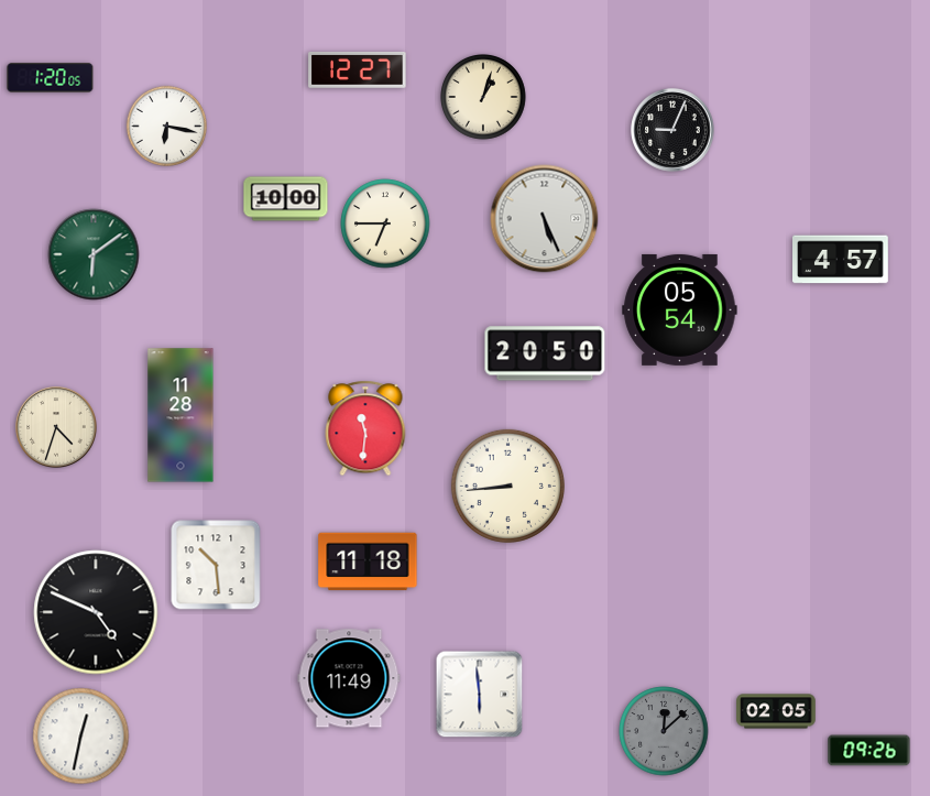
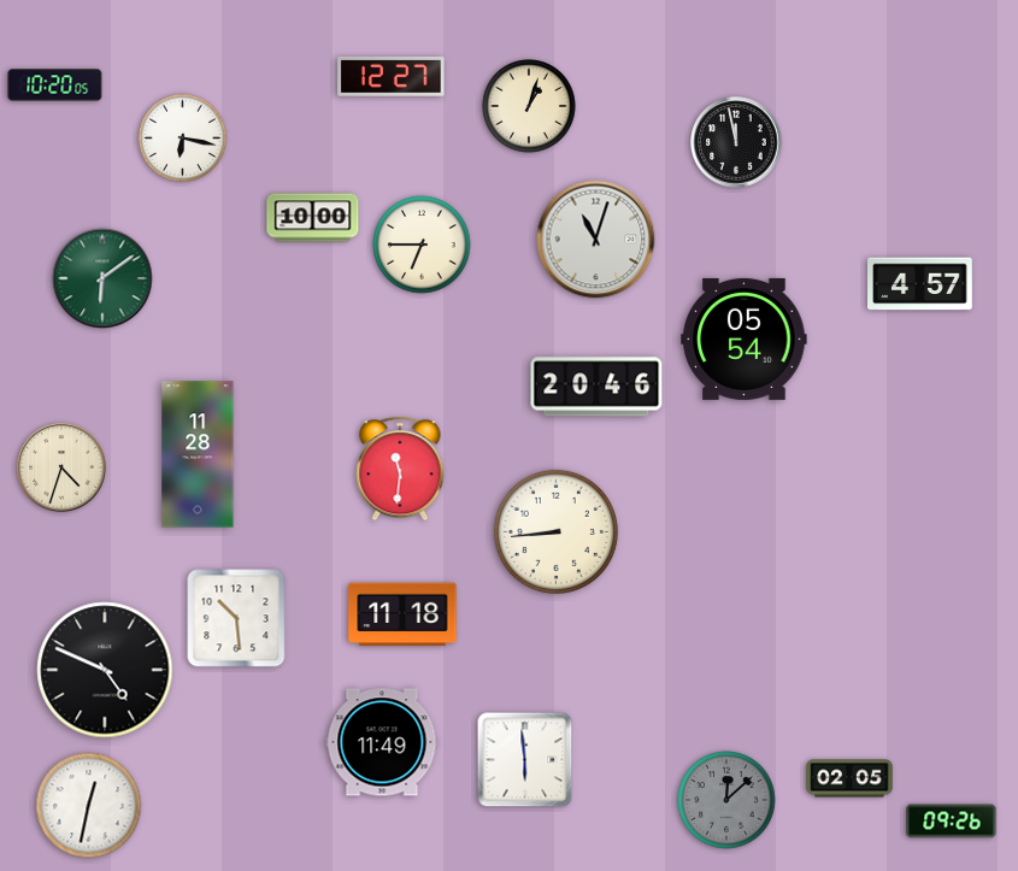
clock at (51, 78): 1:20 -> 10:20
clock at (672, 130): 9:04 -> 11:58
clock at (545, 219): 5:26 -> 11:03
clock at (545, 353): 20:50 -> 20:46
